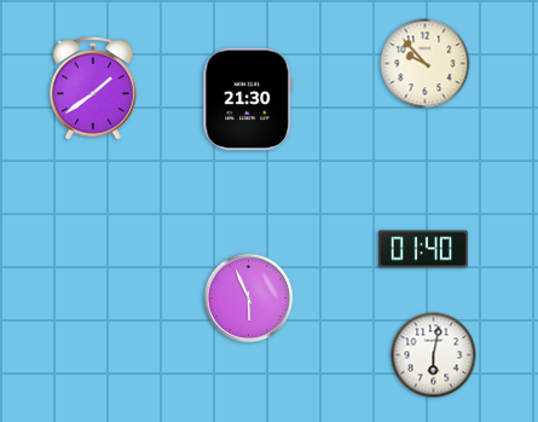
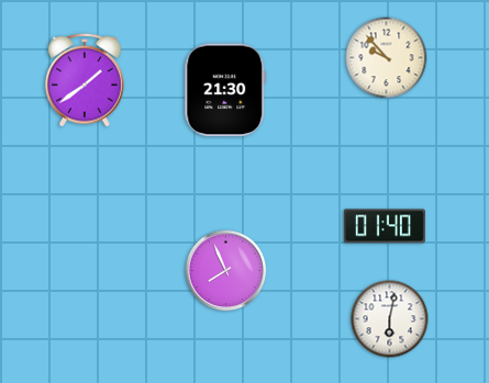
clock at (249, 299): 5:56 -> 7:56
clock at (434, 355) position: (434, 355) -> (390, 319)
